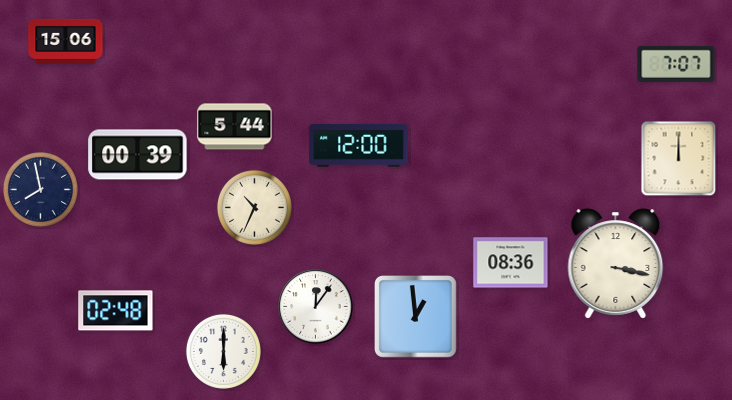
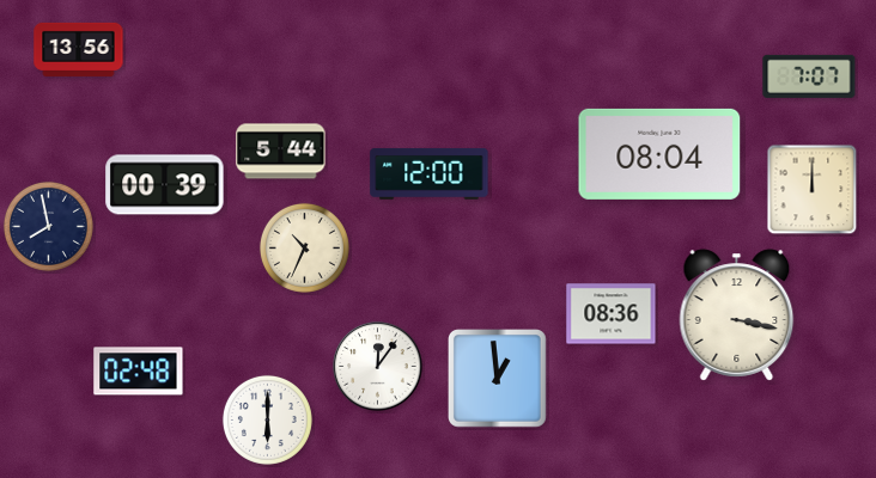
clock at (66, 41): 15:06 -> 13:56
clock at (659, 154): none -> 08:04
